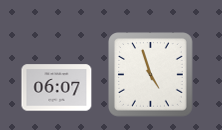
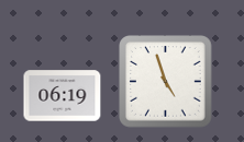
clock at (57, 88): 06:07 -> 06:19
